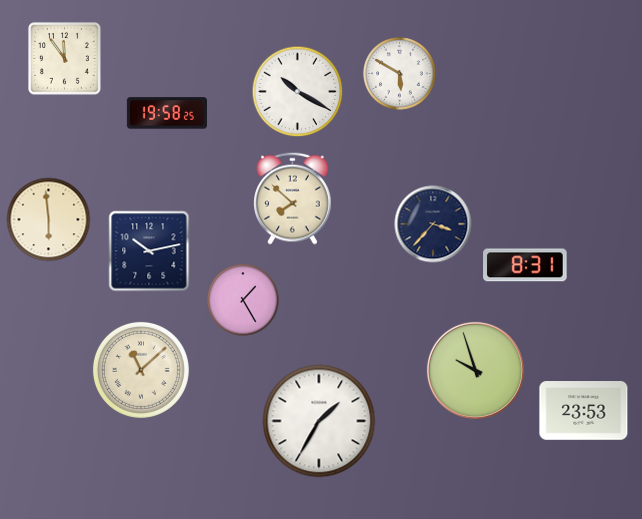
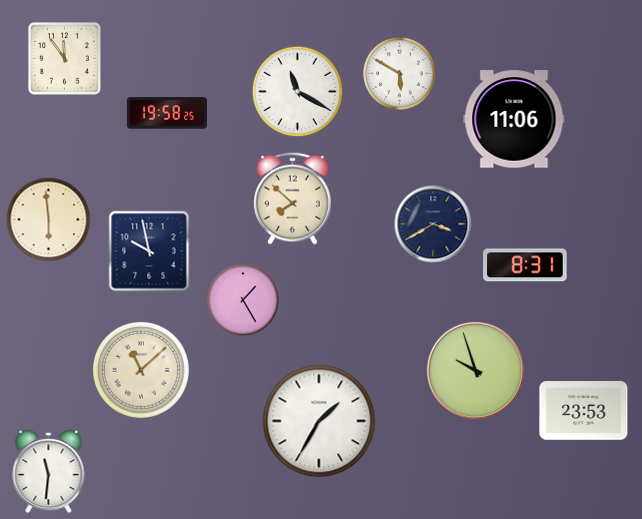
clock at (298, 92): 10:20 -> 11:20
clock at (514, 119): none -> 11:06
clock at (433, 224): 3:37 -> 3:40
clock at (149, 251): 10:13 -> 9:58
clock at (49, 472): none -> 11:31
